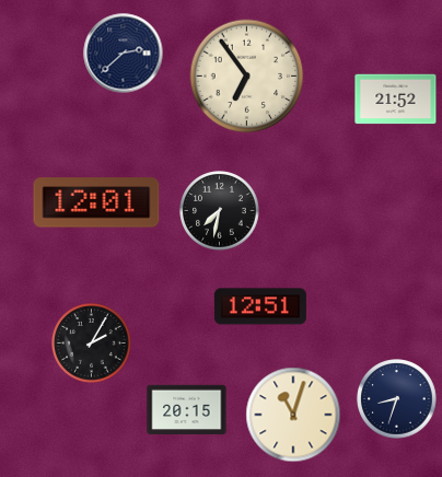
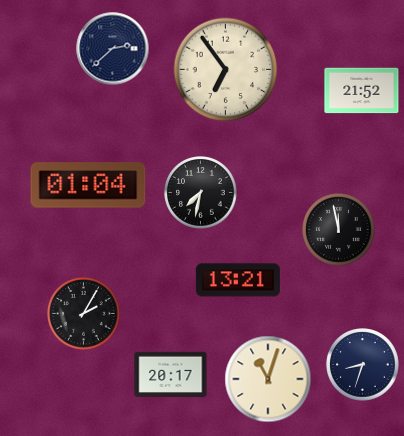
clock at (96, 202): 12:01 -> 01:04
clock at (339, 230): none -> 11:58
clock at (260, 306): 12:51 -> 13:21
clock at (187, 410): 20:15 -> 20:17
